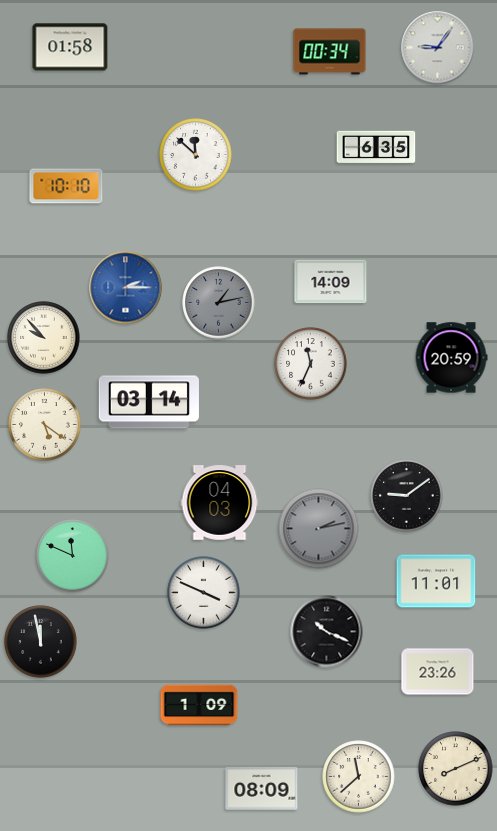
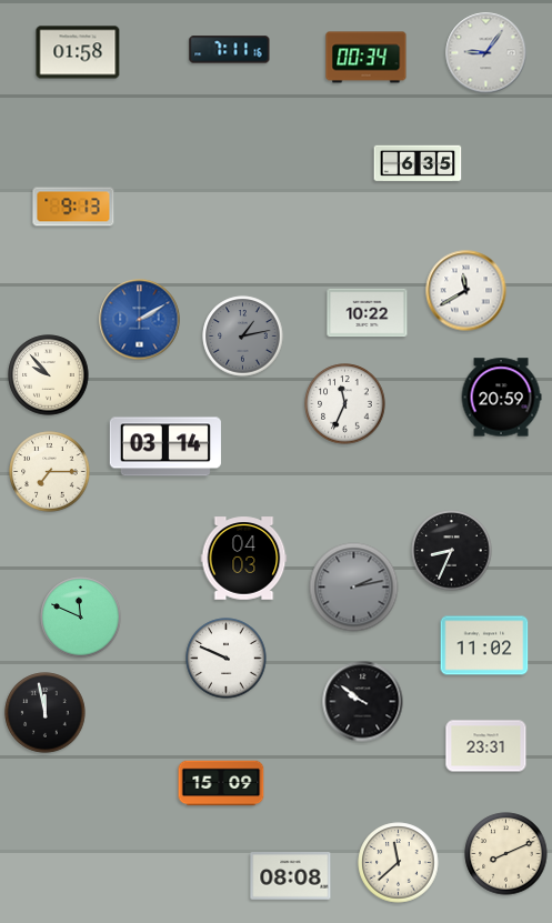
clock at (230, 50): none -> 7:11
clock at (196, 155): 11:52 -> none
clock at (66, 186): 10:10 -> 9:13
clock at (466, 291): none -> 11:40
clock at (331, 282): 14:09 -> 10:22
clock at (126, 288): 2:15 -> 2:10
clock at (45, 425): 5:21 -> 7:15
clock at (407, 496): 9:09 -> 8:34
clock at (436, 581): 11:01 -> 11:02
clock at (204, 593): 3:49 -> 9:49
clock at (327, 632): 10:19 -> 9:51
clock at (438, 672): 23:26 -> 23:31
clock at (199, 705): 1:09 -> 15:09
clock at (262, 789): 08:09 -> 08:08
